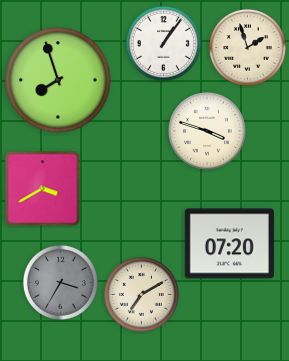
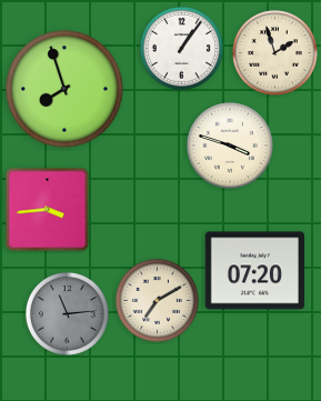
clock at (43, 189): 3:40 -> 3:44
clock at (60, 282): 3:35 -> 11:14
clock at (141, 294) position: (141, 294) -> (157, 300)
